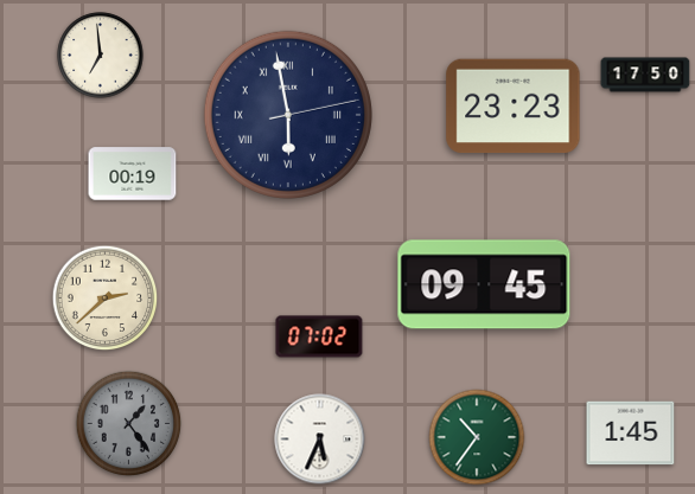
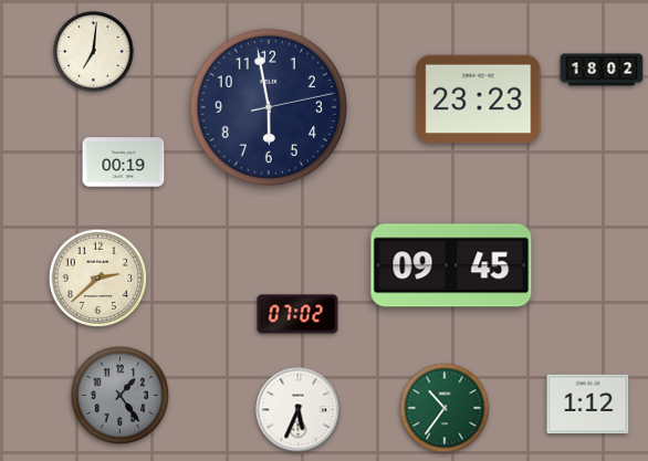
clock at (101, 56): 6:59 -> 7:01
clock at (645, 75): 17:50 -> 18:02
clock at (288, 115) numerals: Roman -> Arabic
clock at (631, 434): 1:45 -> 1:12
